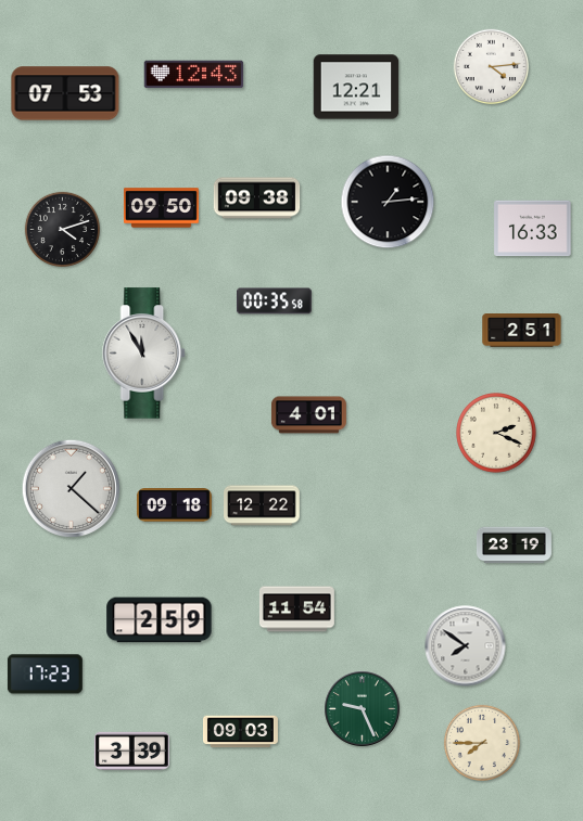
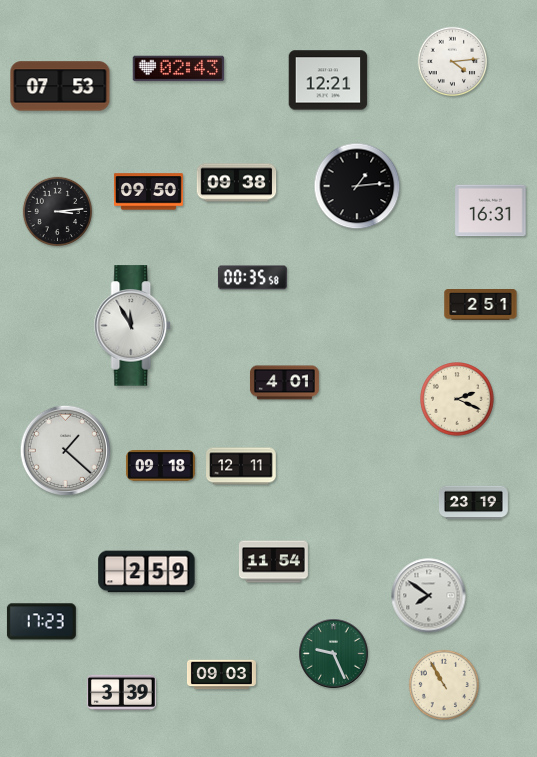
clock at (194, 75): 12:43 -> 02:43
clock at (533, 229): 16:33 -> 16:31
clock at (63, 230): 4:12 -> 3:14
clock at (262, 505): 12:22 -> 12:11
clock at (482, 743): 7:45 -> 10:55
